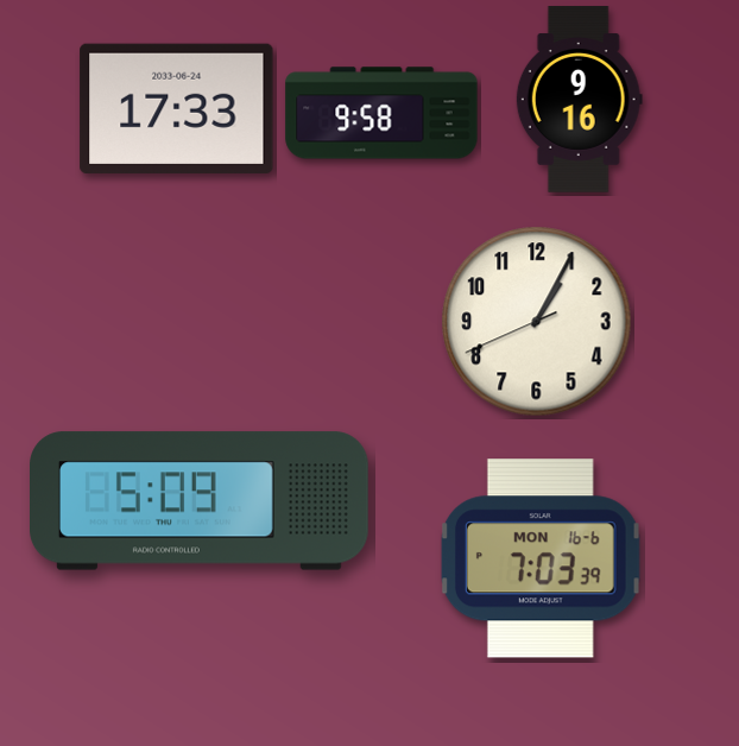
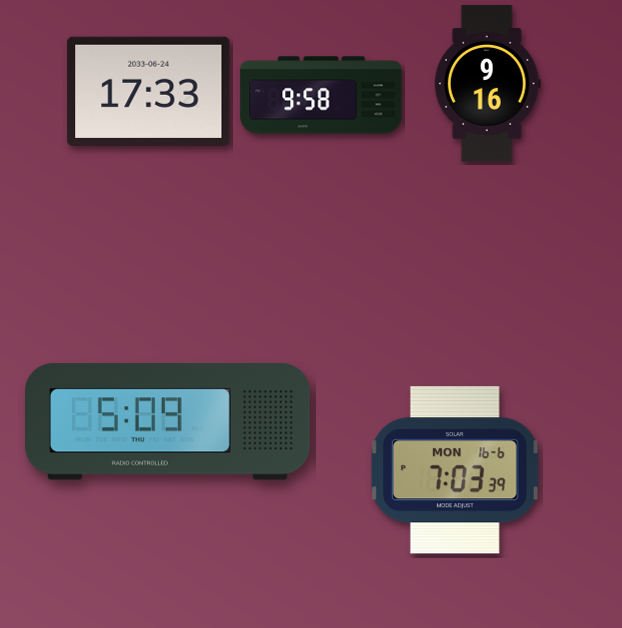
clock at (537, 322): 1:04 -> none
